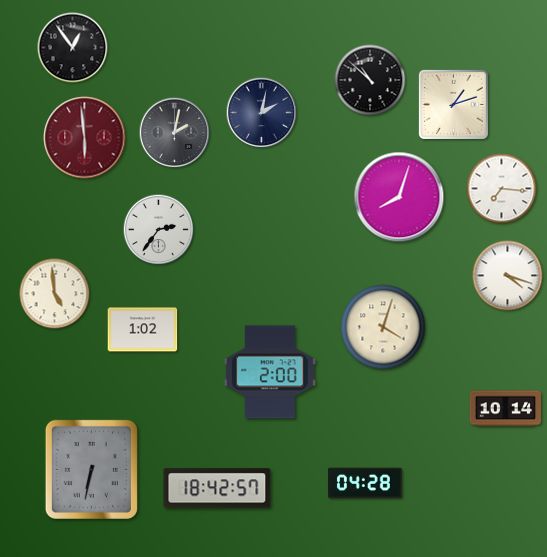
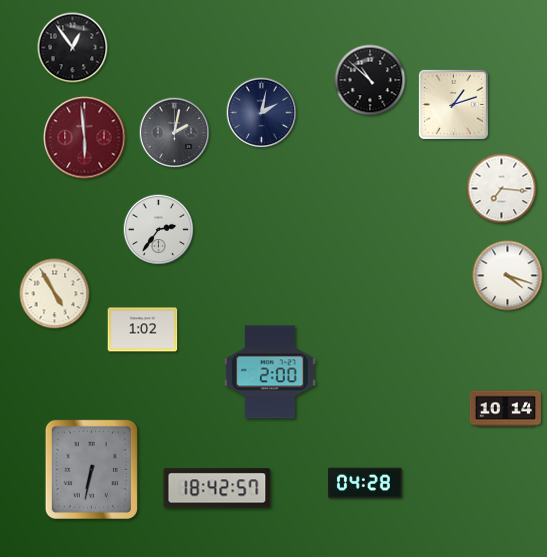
clock at (399, 197): 8:03 -> none
clock at (55, 294): 4:59 -> 4:55
clock at (383, 327): 4:03 -> none
